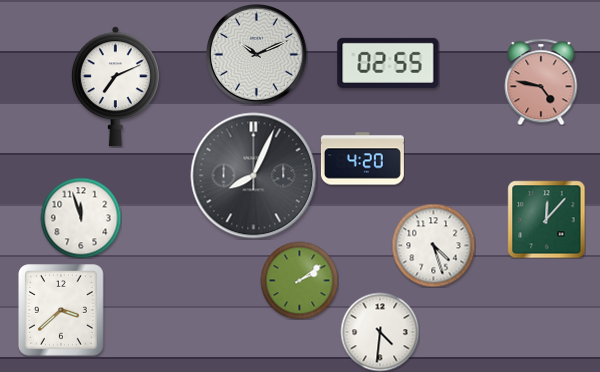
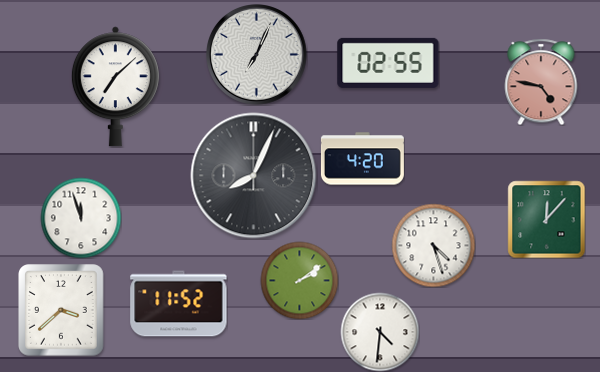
clock at (257, 55): 10:11 -> 7:04
clock at (115, 87): 7:11 -> 7:08
clock at (179, 304): none -> 11:52
